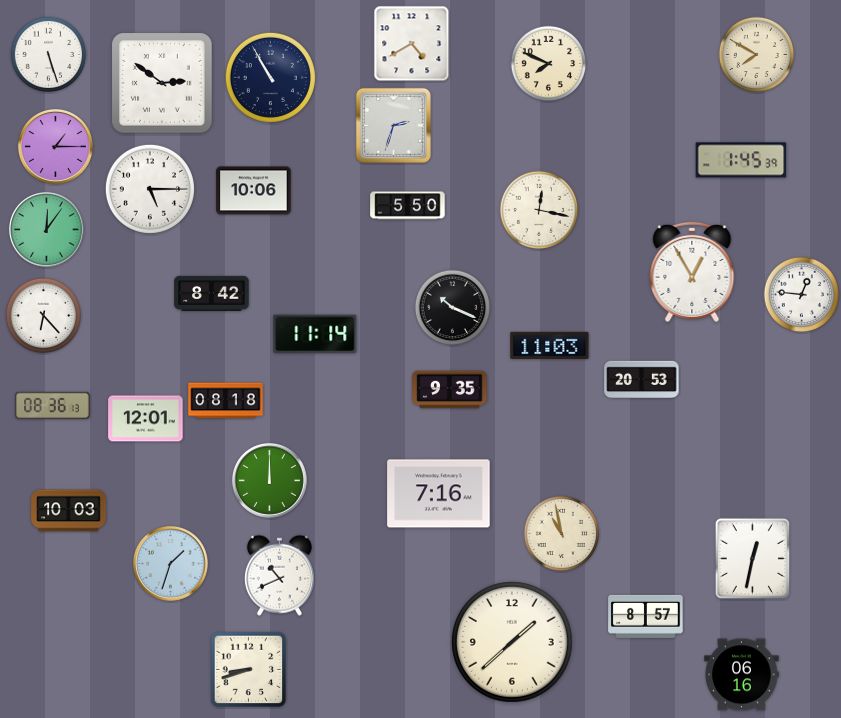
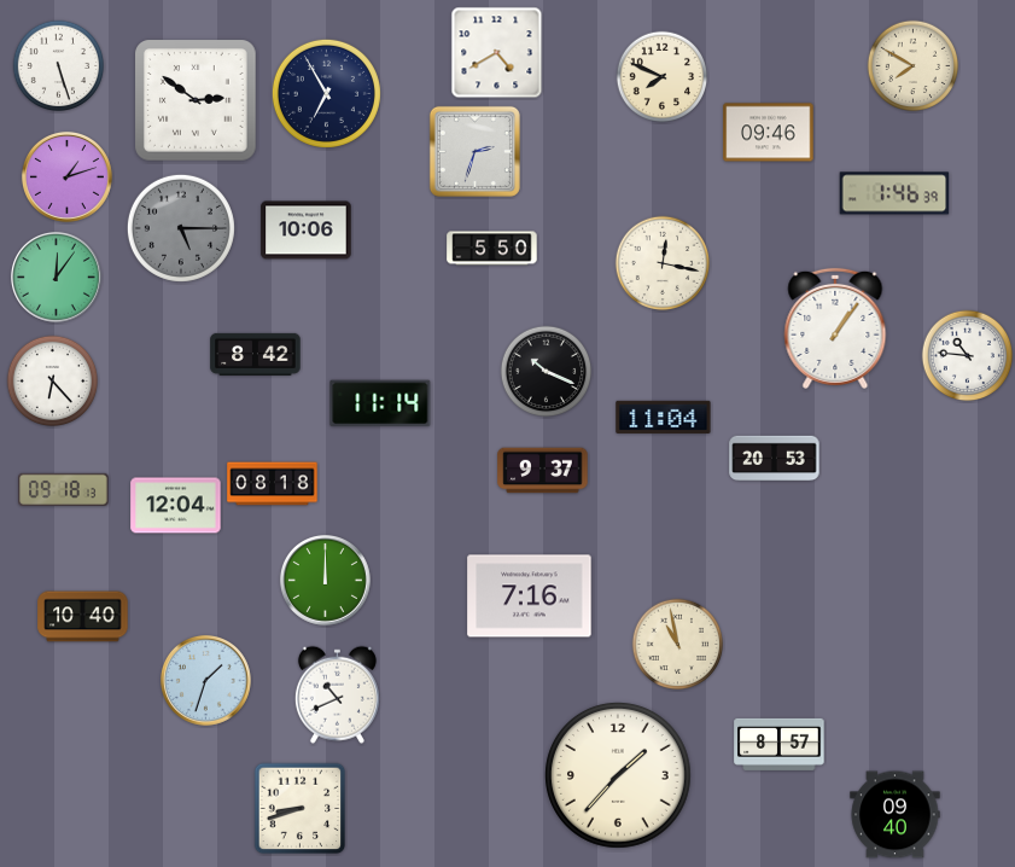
clock at (270, 77): 10:55 -> 6:55
clock at (769, 133): none -> 09:46
clock at (55, 146): 1:15 -> 1:12
clock at (741, 160): 1:45 -> 1:46
clock at (150, 189) dial: white -> grey
clock at (539, 210) position: (539, 210) -> (663, 263)
clock at (692, 272): 12:55 -> 1:06
clock at (802, 295): 12:46 -> 10:46
clock at (550, 345): 11:03 -> 11:04
clock at (450, 390): 9:35 -> 9:37
clock at (53, 405): 08:36 -> 09:18
clock at (146, 419): 12:01 -> 12:04
clock at (69, 511): 10:03 -> 10:40
clock at (752, 558): 12:32 -> none
clock at (513, 643): 1:38 -> 1:37
clock at (742, 675): 06:16 -> 09:40
